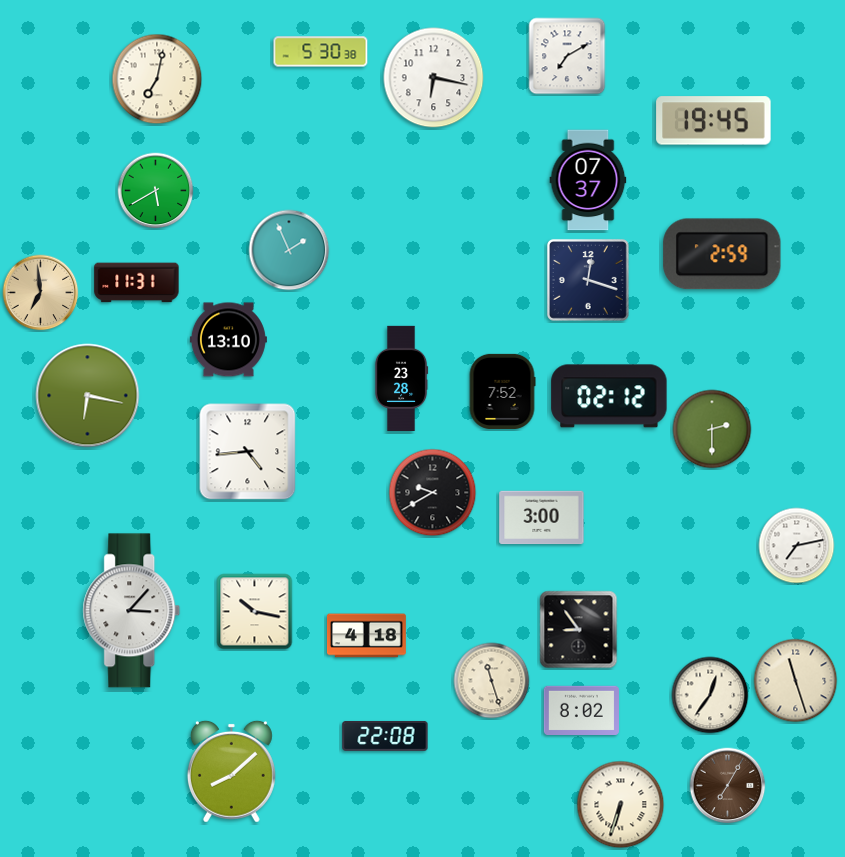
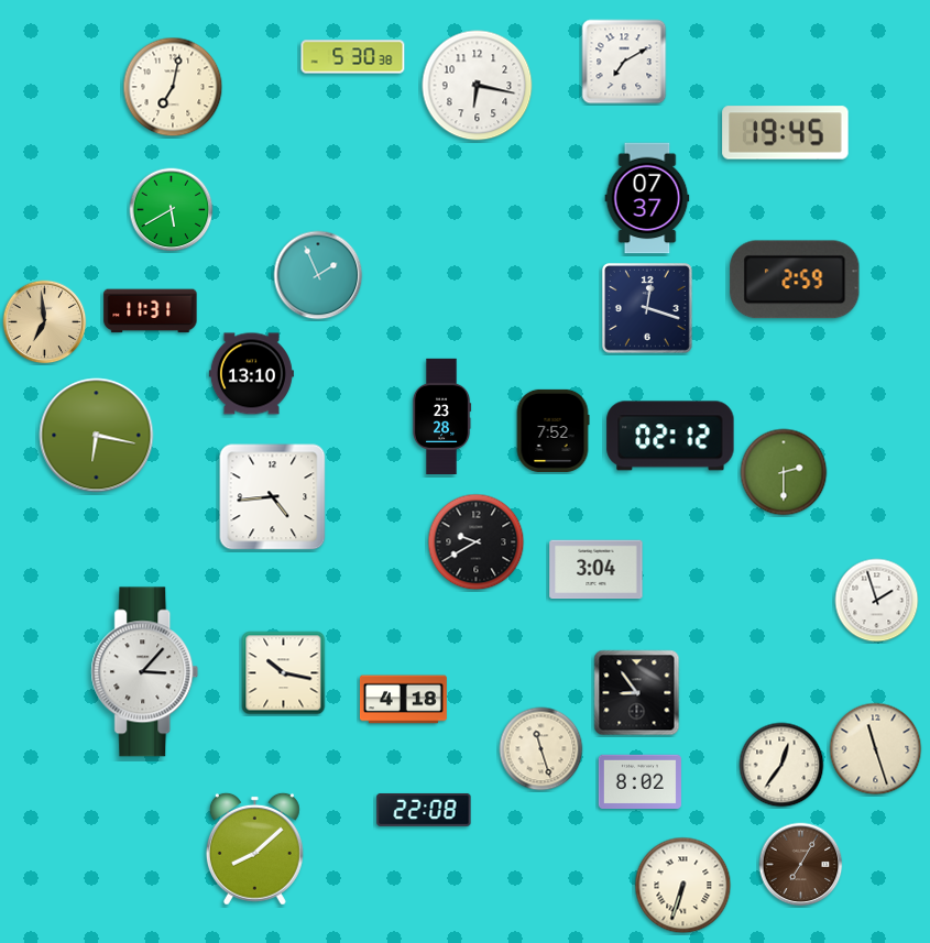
clock at (542, 518): 3:00 -> 3:04
clock at (797, 546): 7:13 -> 1:57
clock at (255, 612) position: (255, 612) -> (284, 673)
